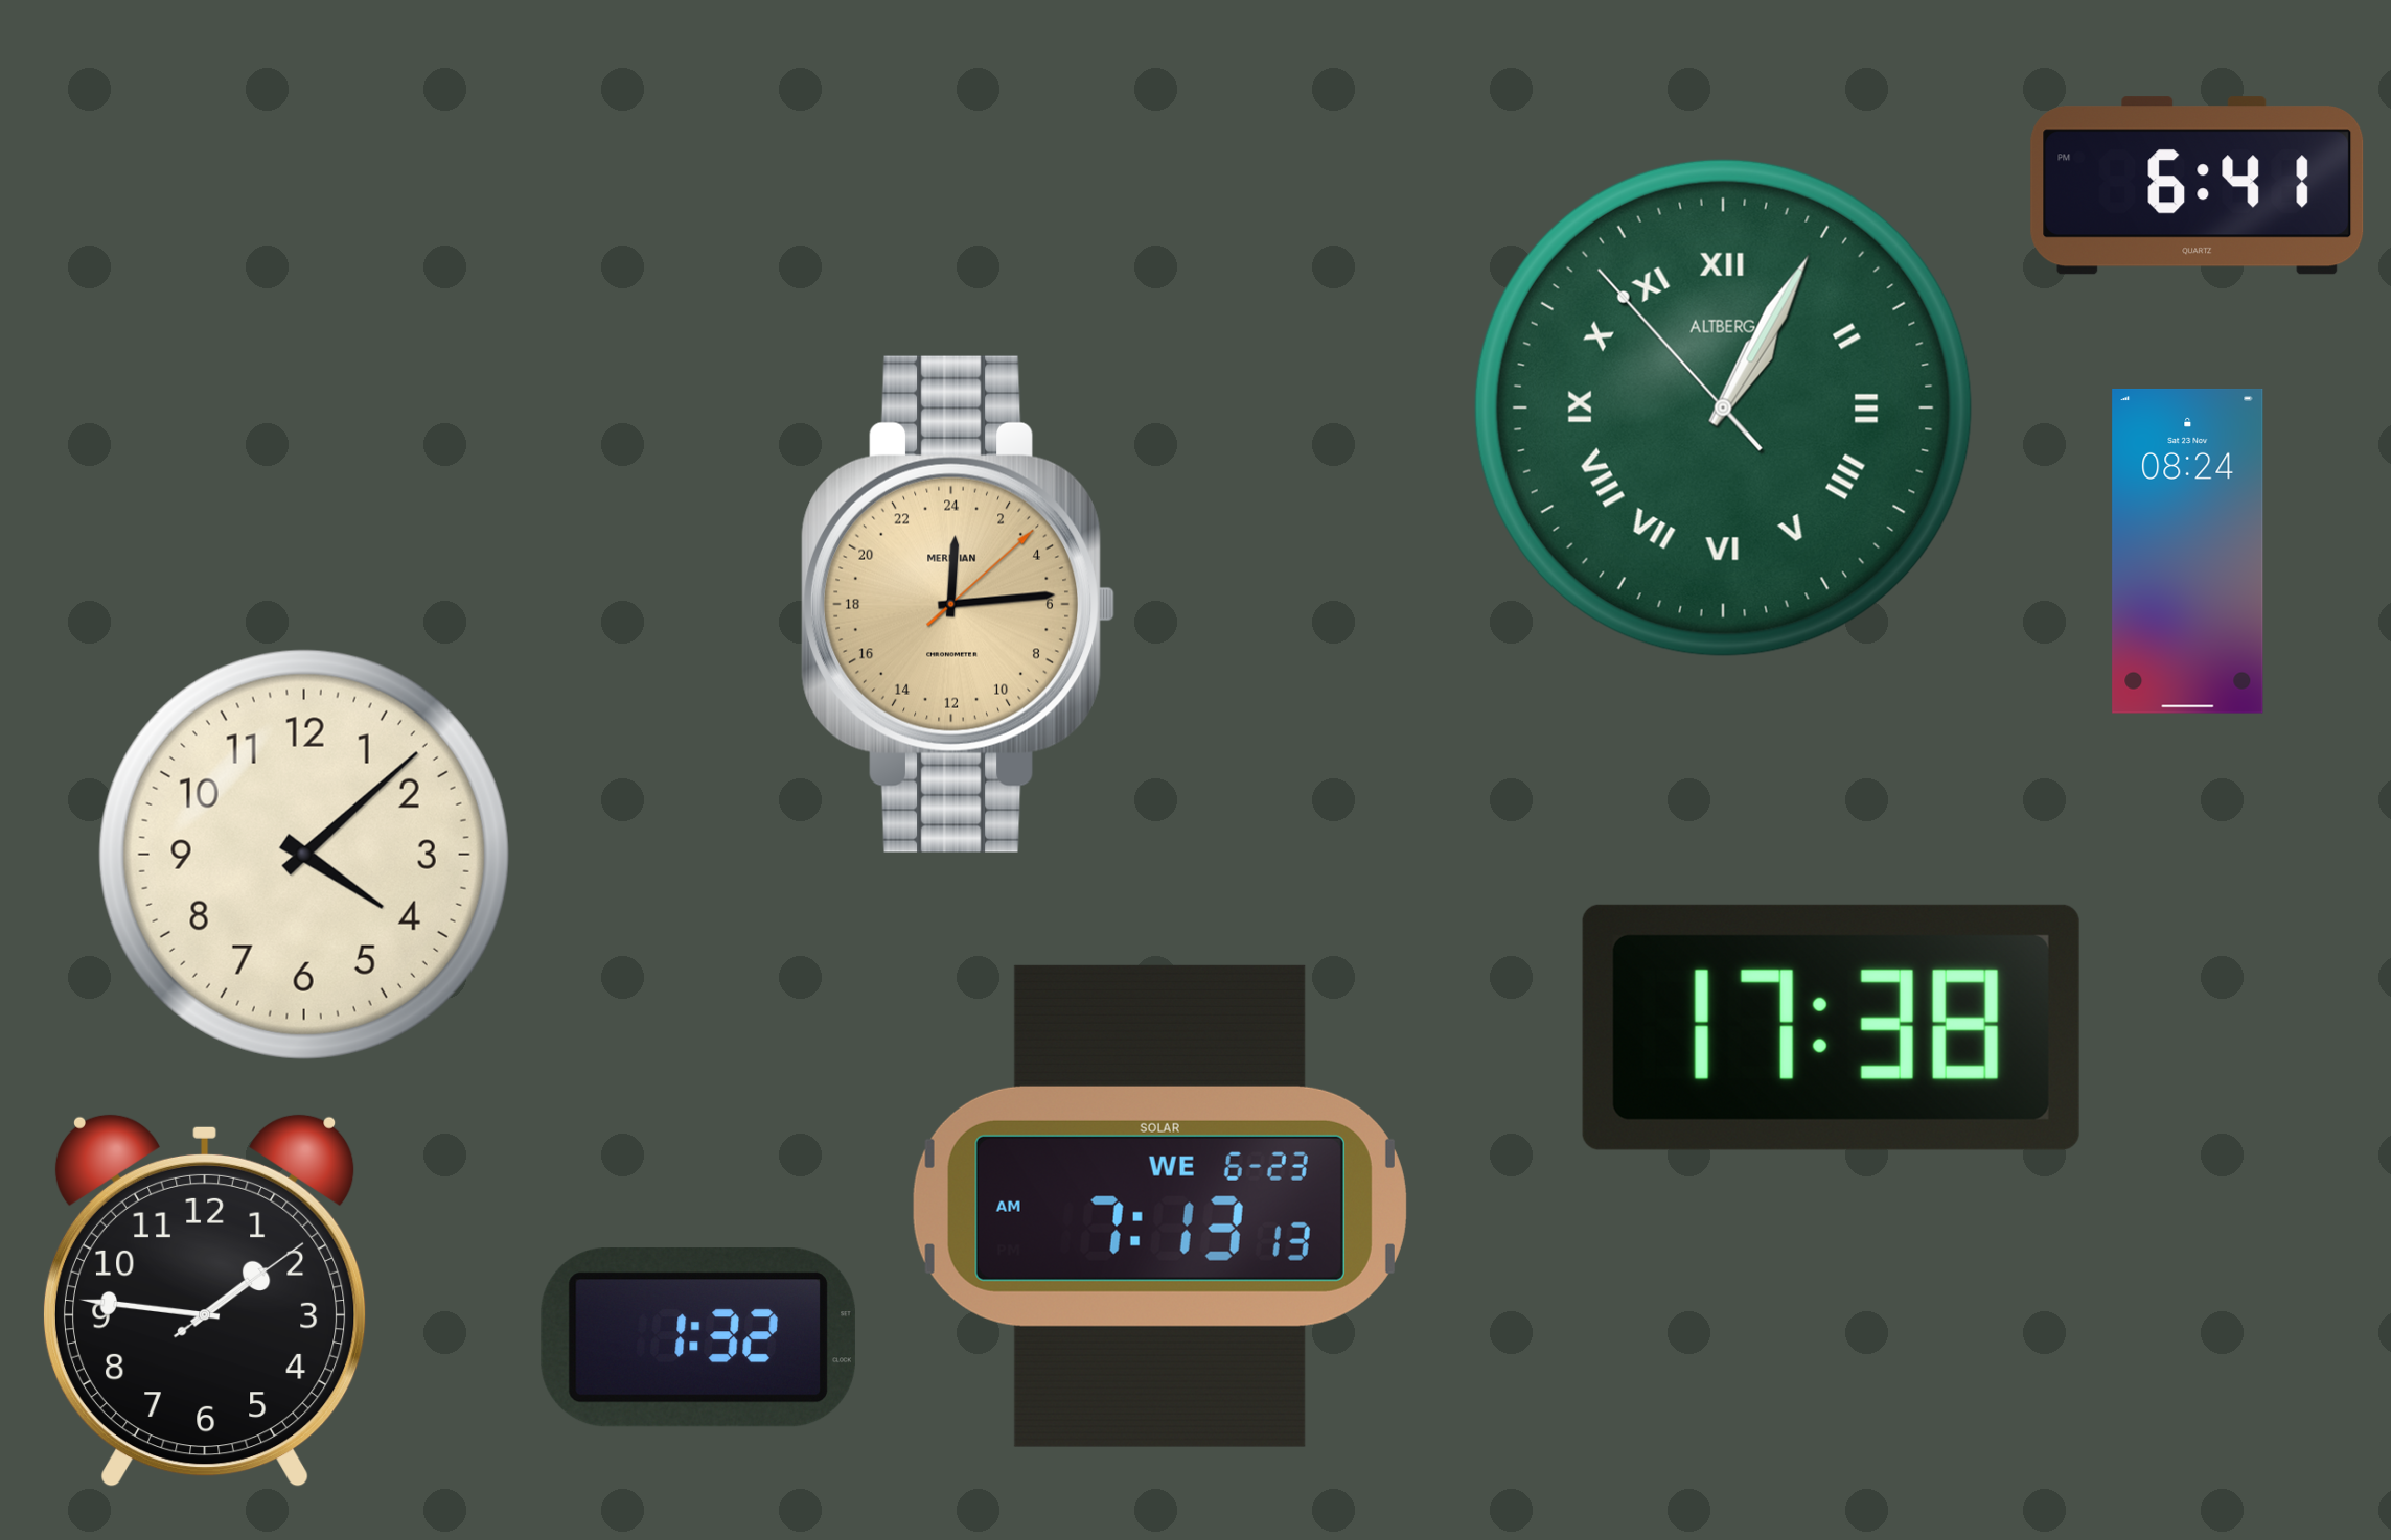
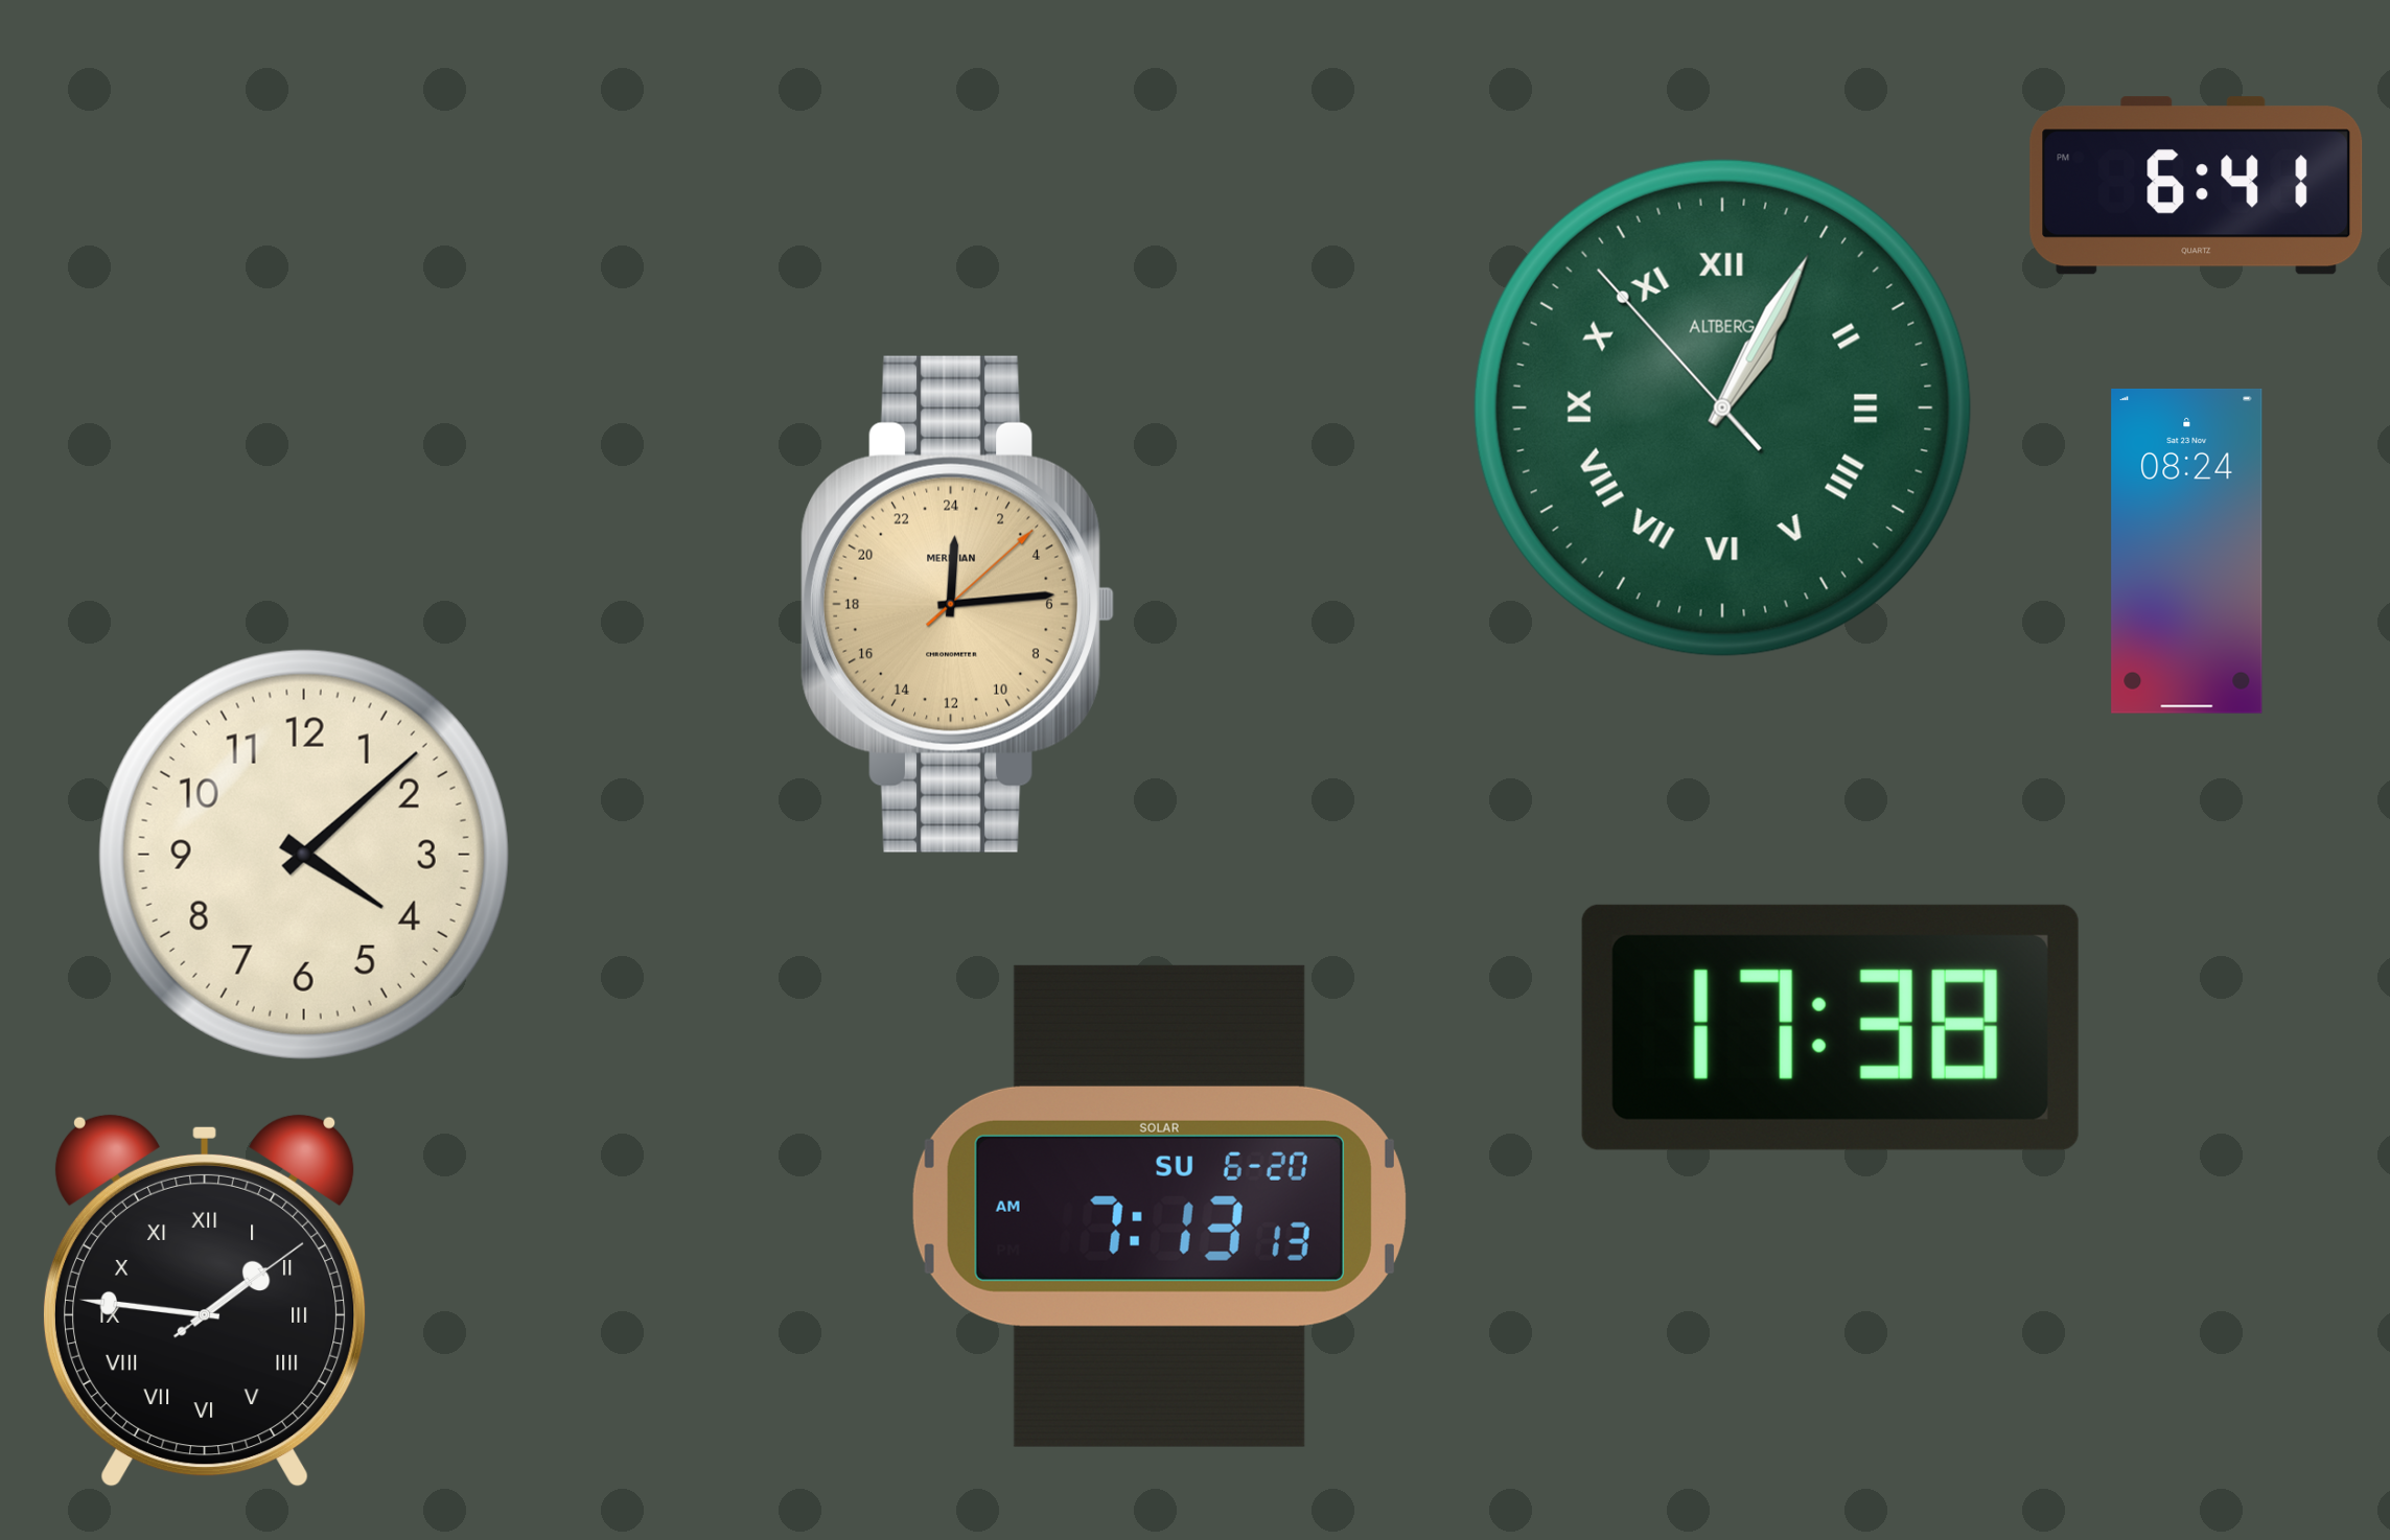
clock at (1159, 1206) date: WE 6-23 -> SU 6-20
clock at (205, 1301) numerals: Arabic -> Roman
clock at (698, 1337): 1:32 -> none
